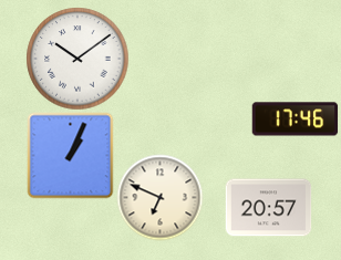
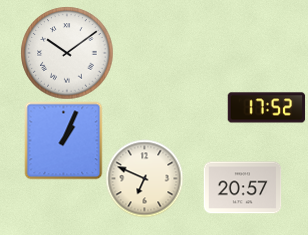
clock at (77, 59) position: (77, 59) -> (67, 53)
clock at (294, 119): 17:46 -> 17:52
